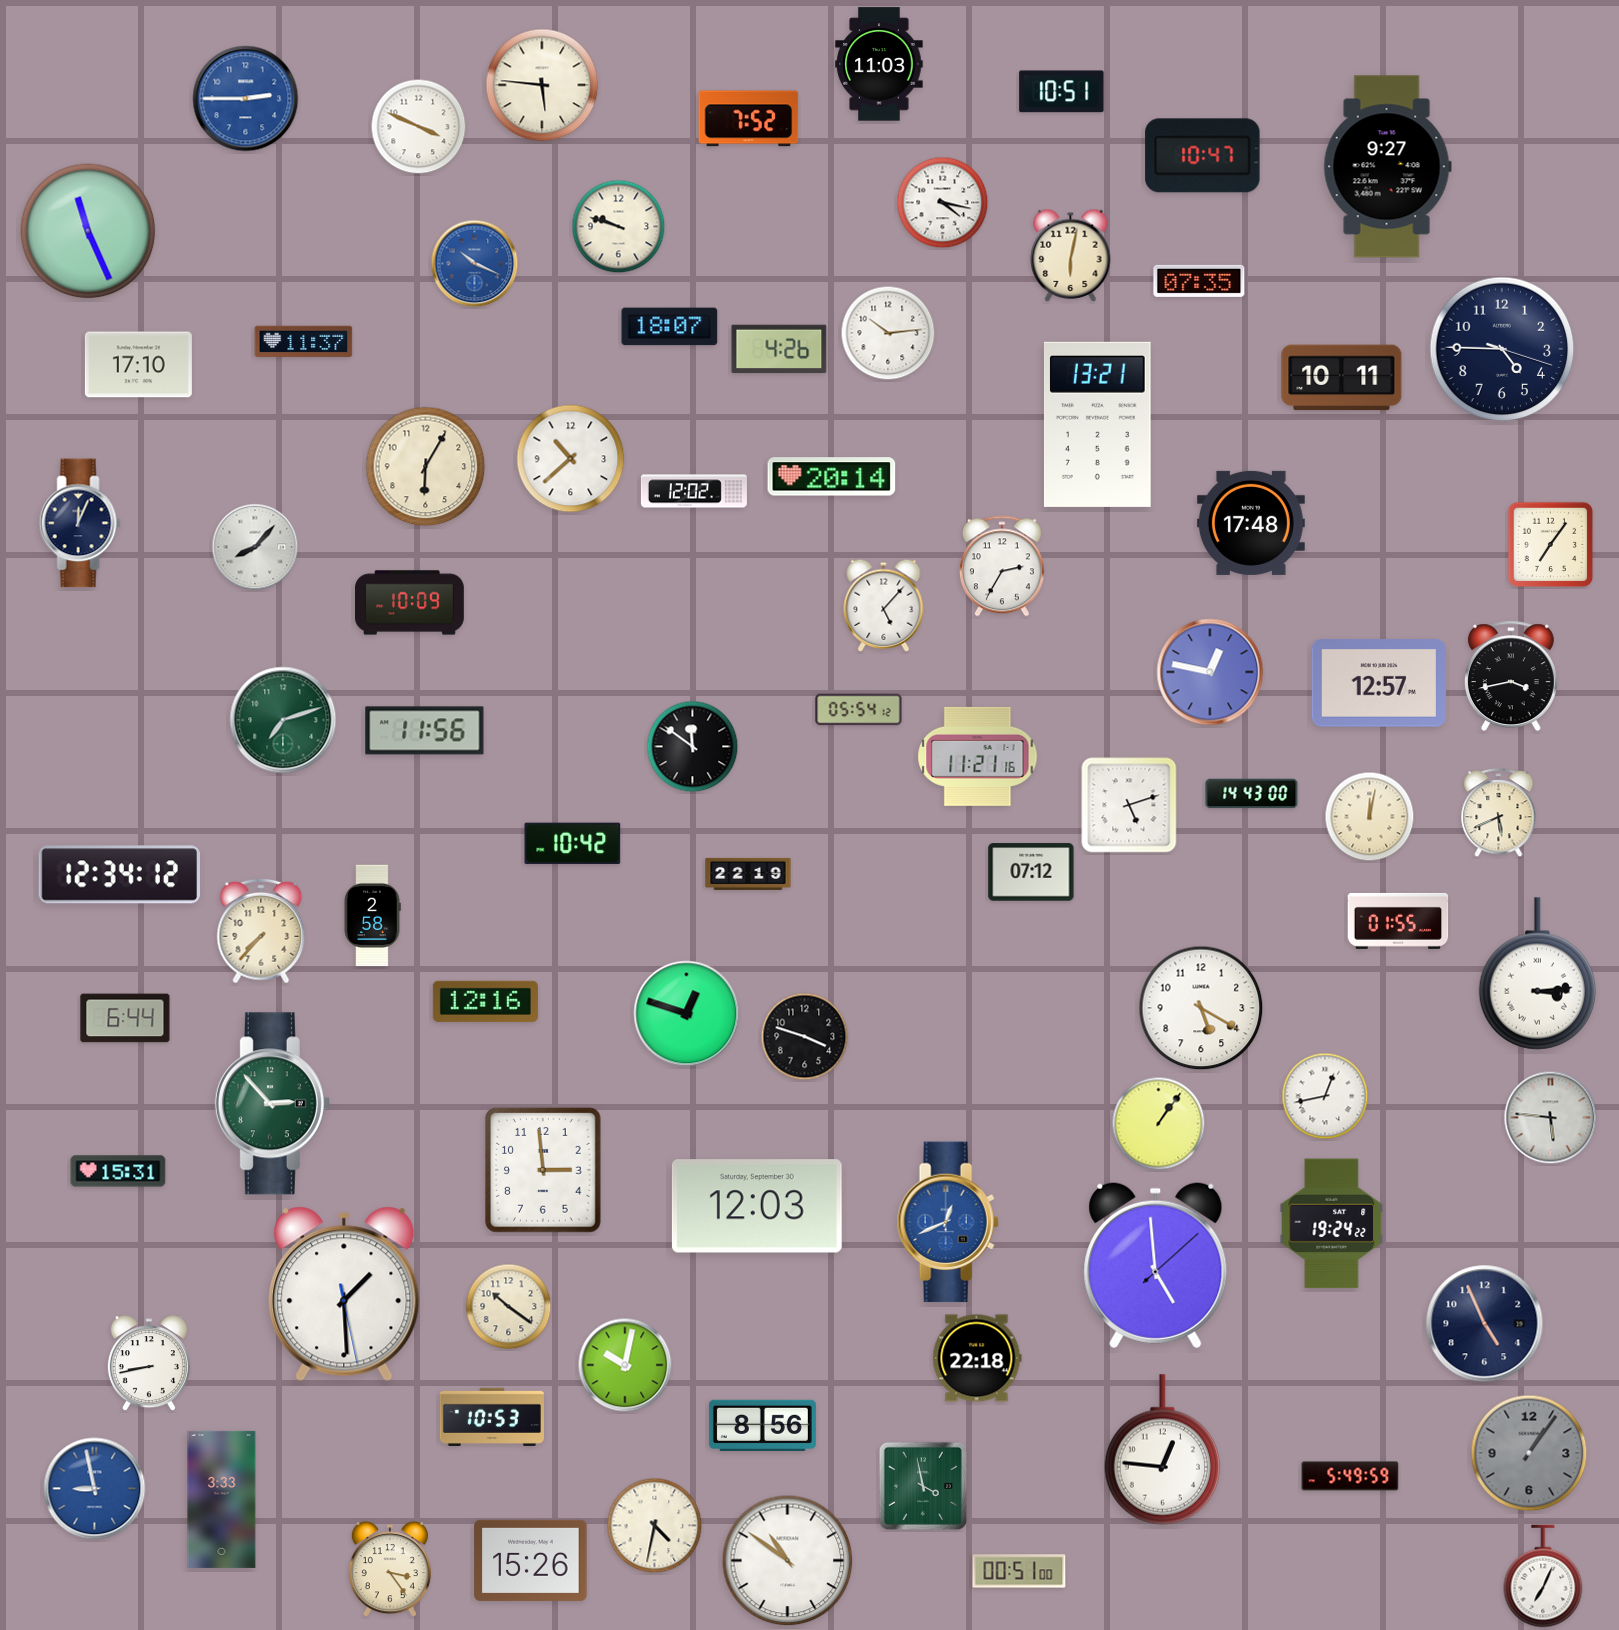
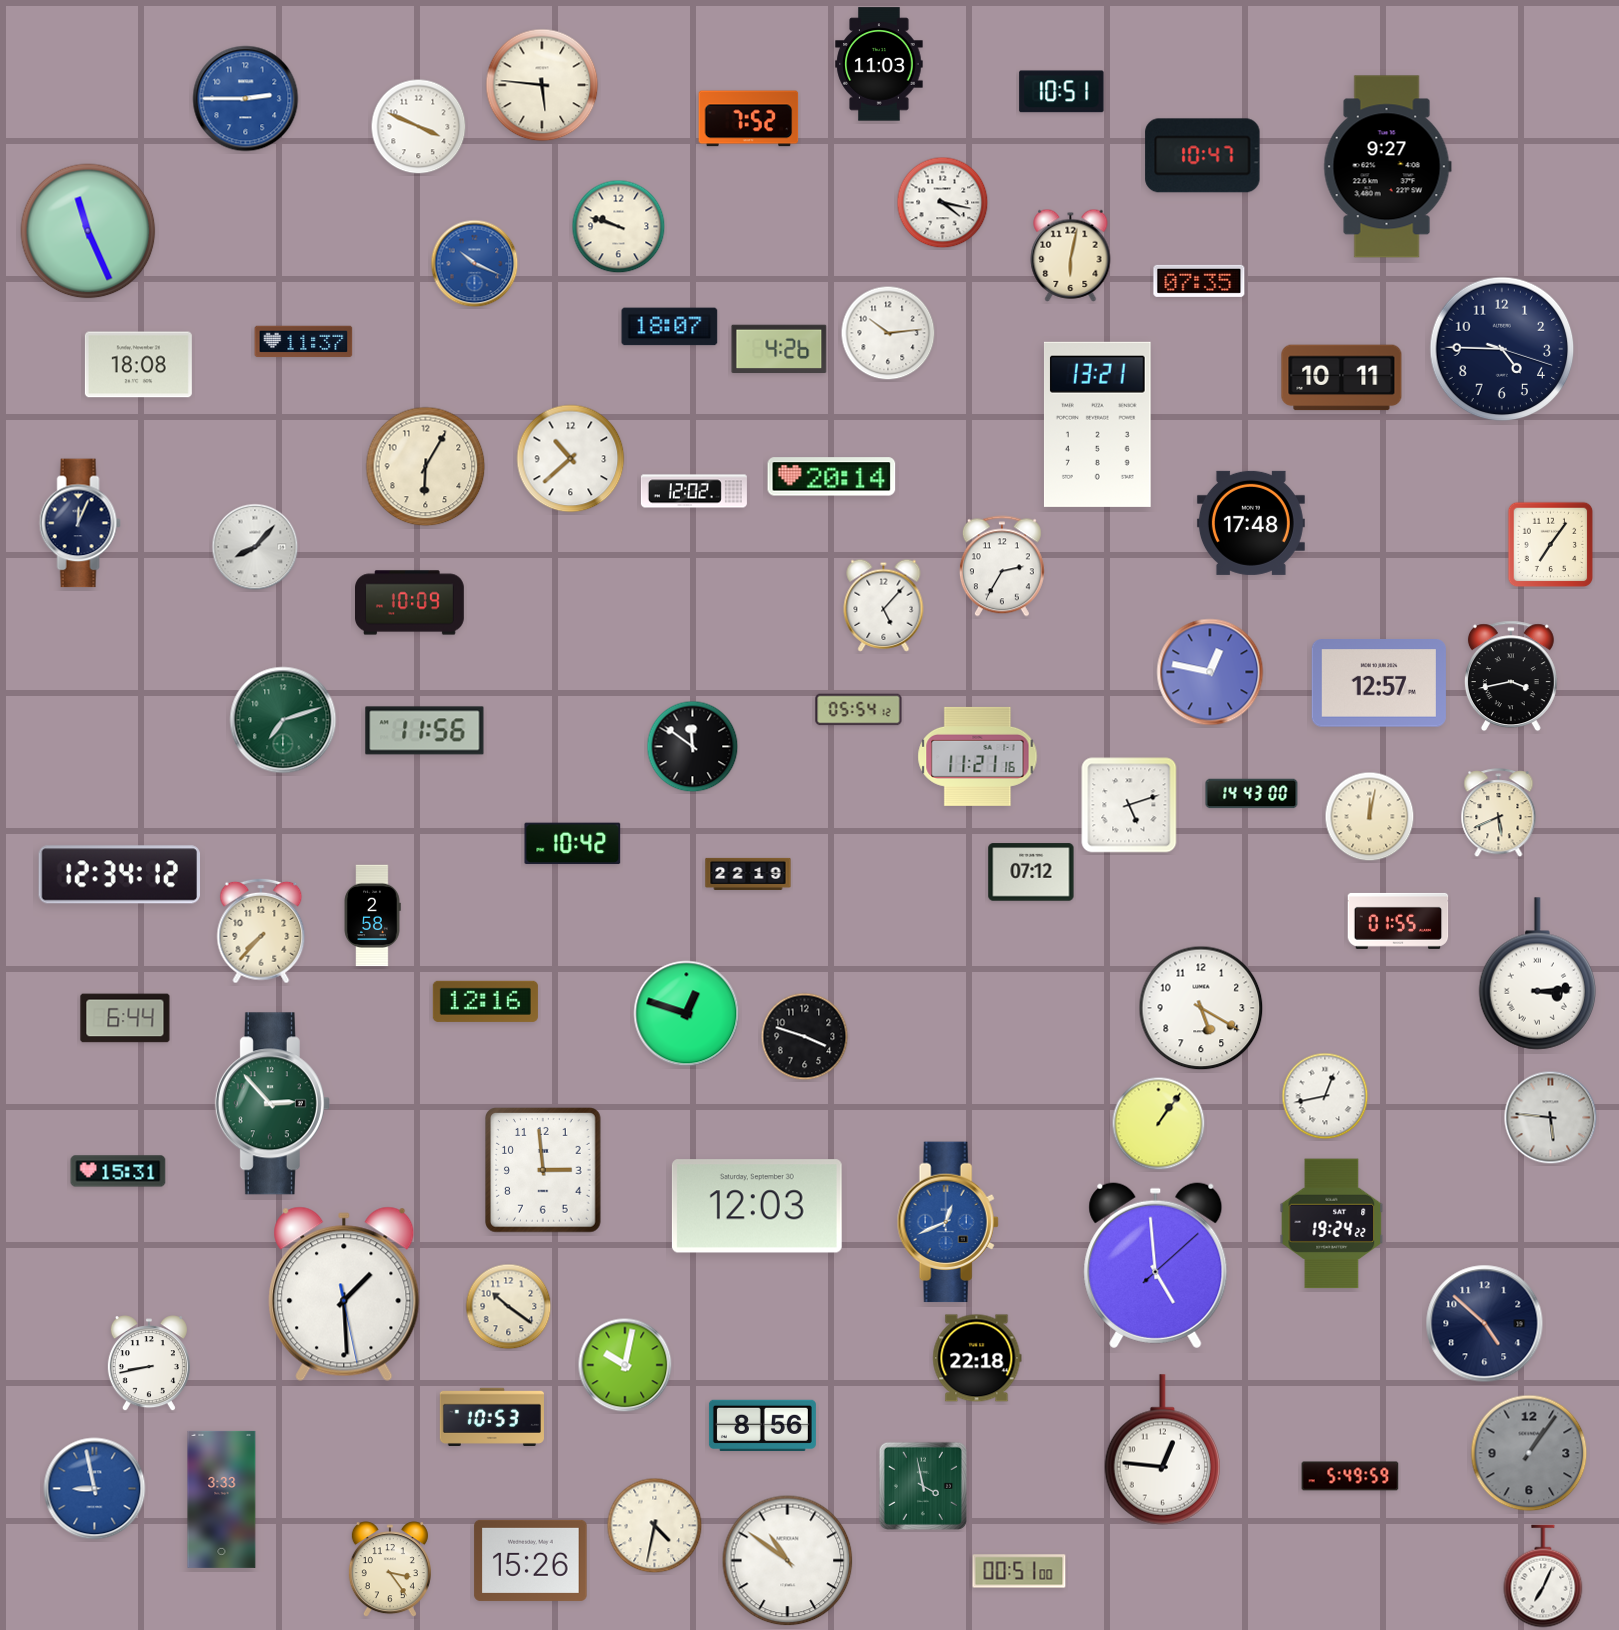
clock at (138, 365): 17:10 -> 18:08
clock at (1485, 1324): 4:56 -> 4:52
